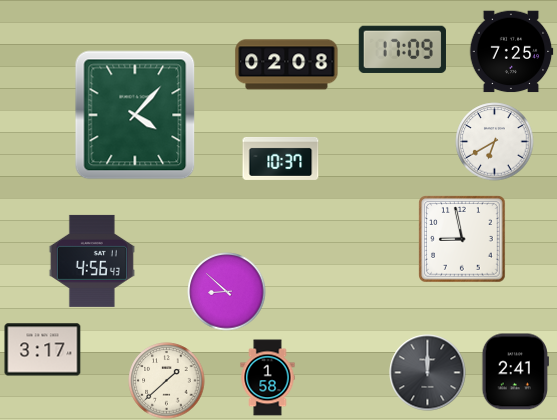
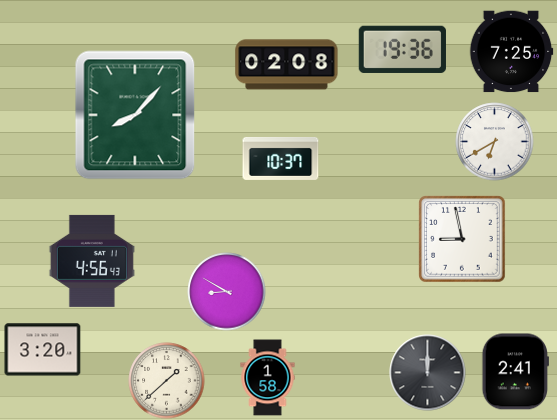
clock at (402, 49): 17:09 -> 19:36
clock at (135, 115): 4:07 -> 8:07
clock at (227, 292): 8:52 -> 8:50
clock at (43, 350): 3:17 -> 3:20
